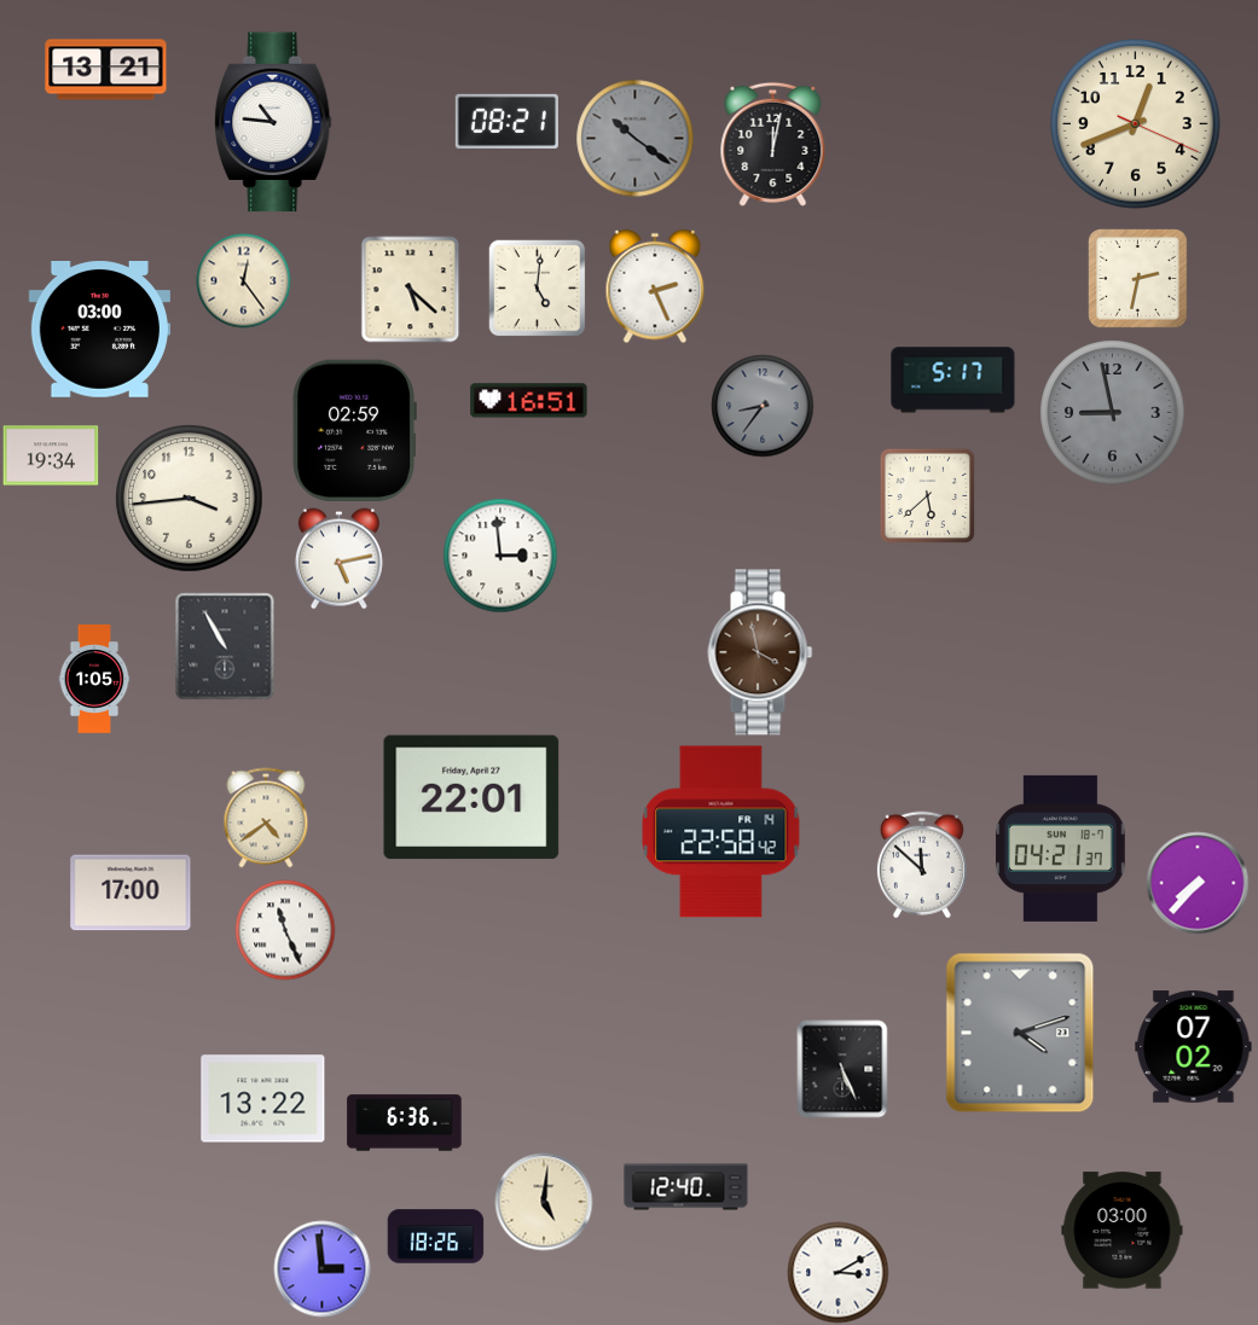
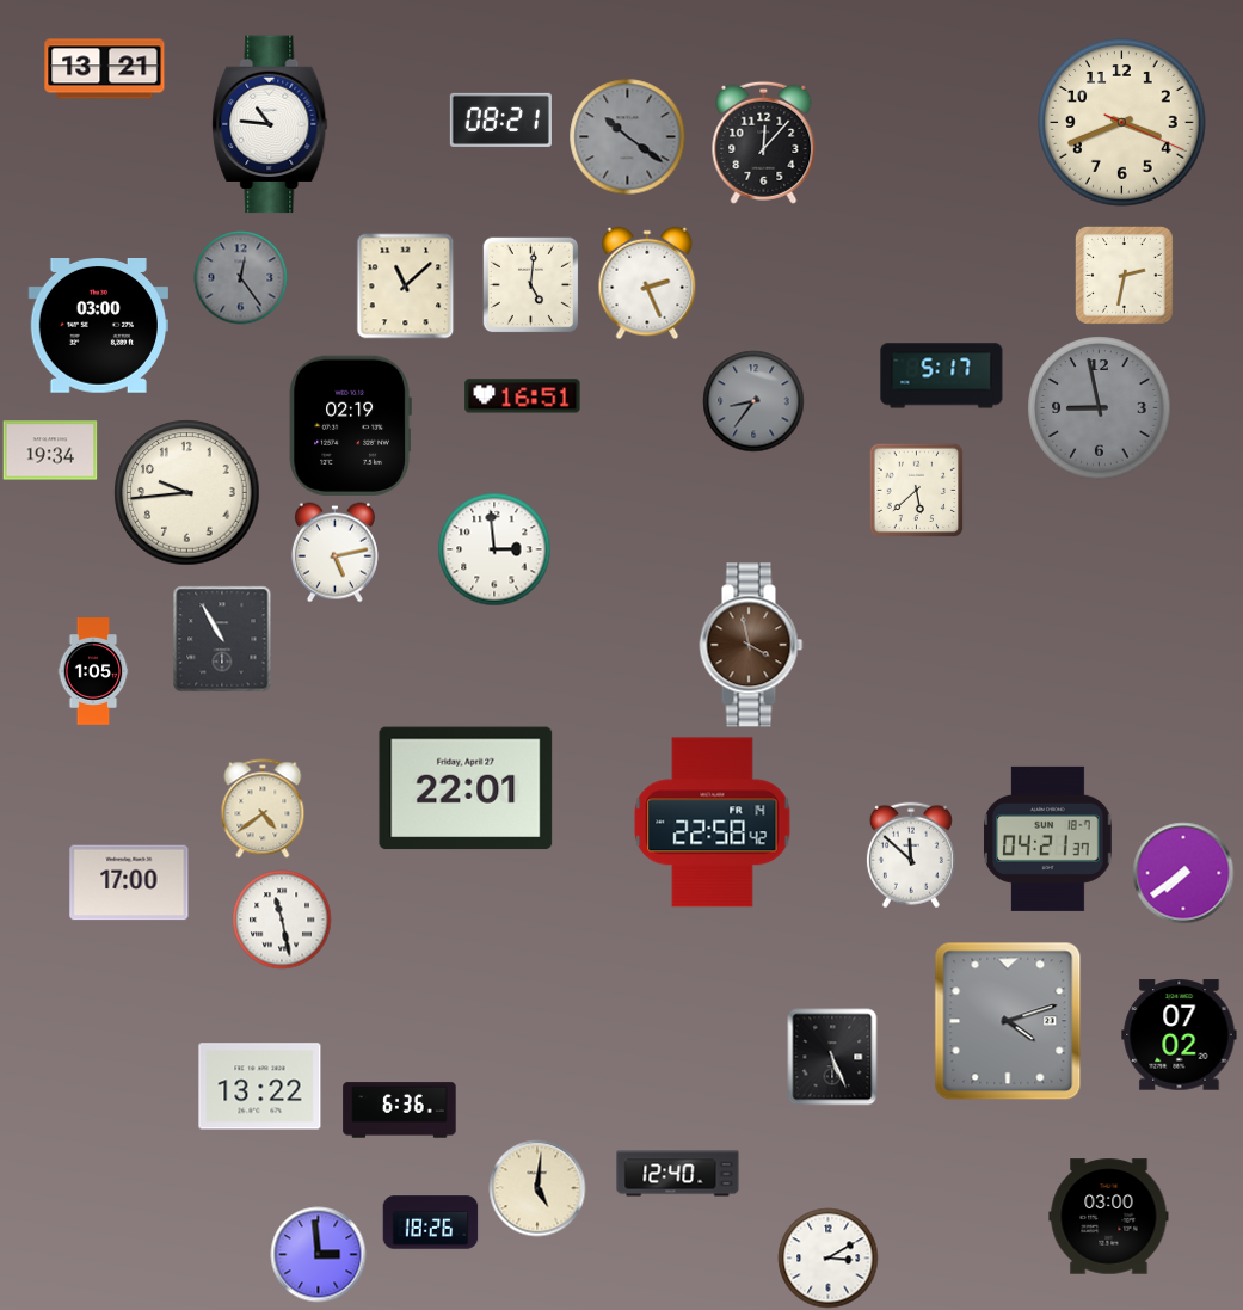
clock at (273, 122) position: (273, 122) -> (270, 124)
clock at (1136, 124): 12:41 -> 3:41
clock at (773, 144): 12:02 -> 12:07
clock at (244, 281) dial: cream -> grey
clock at (411, 290): 5:22 -> 11:08
clock at (354, 430): 02:59 -> 02:19
clock at (190, 499): 3:44 -> 9:44
clock at (1198, 883): 7:37 -> 7:39
clock at (285, 930): 11:26 -> 11:28
